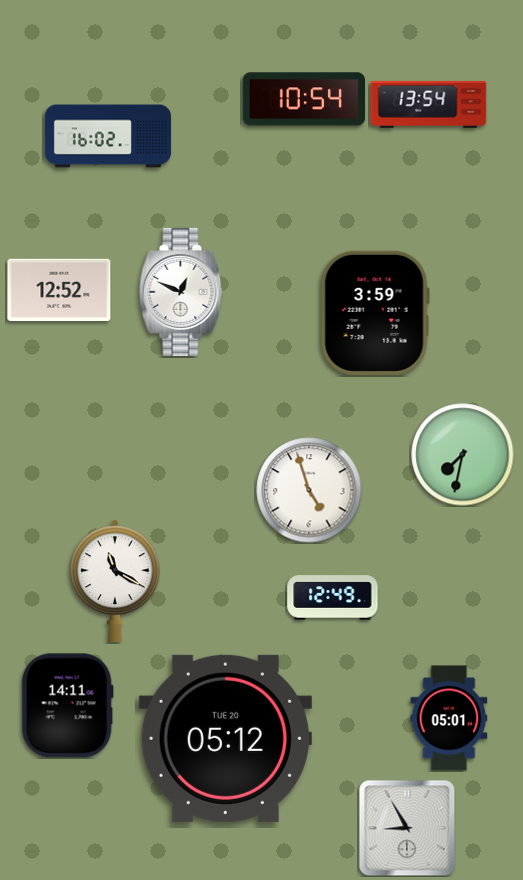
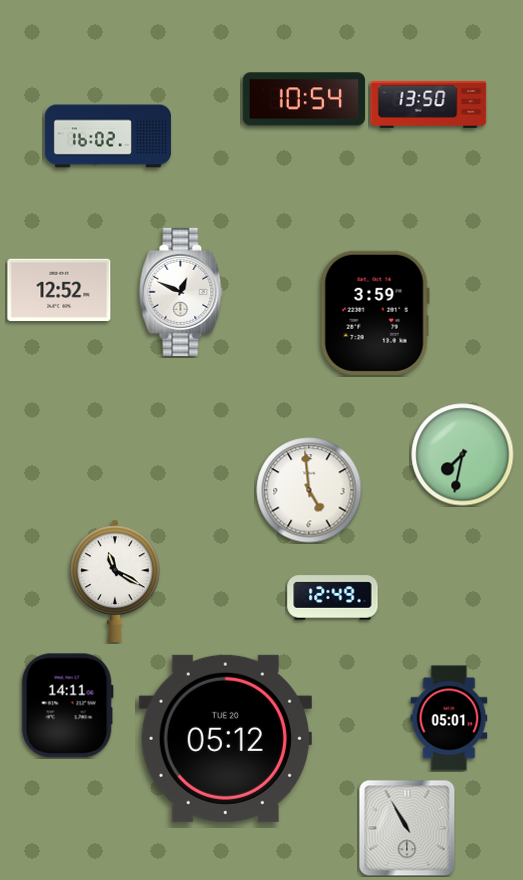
clock at (429, 104): 13:54 -> 13:50
clock at (309, 490): 4:57 -> 4:59
clock at (407, 828): 8:55 -> 10:55
